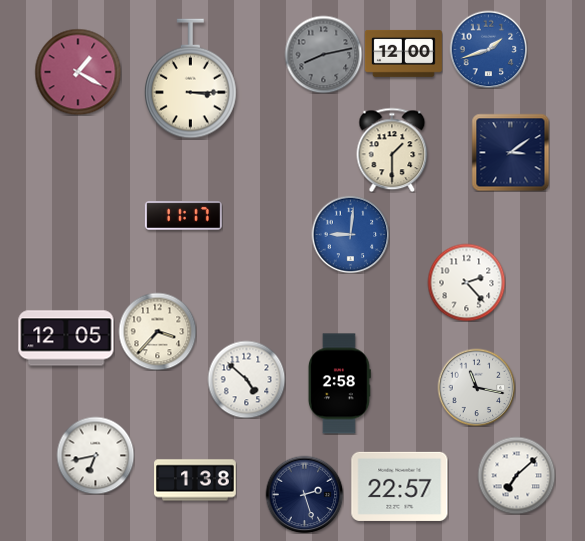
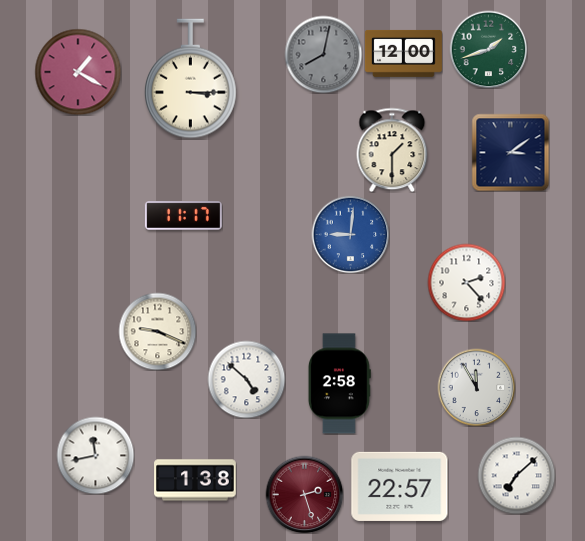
clock at (488, 49) dial: blue -> green
clock at (323, 54): 8:13 -> 8:02
clock at (157, 331): 3:37 -> 9:19
clock at (66, 338): 12:05 -> none
clock at (476, 387): 11:17 -> 11:55
clock at (95, 455): 6:43 -> 11:43
clock at (304, 494) dial: navy -> burgundy
